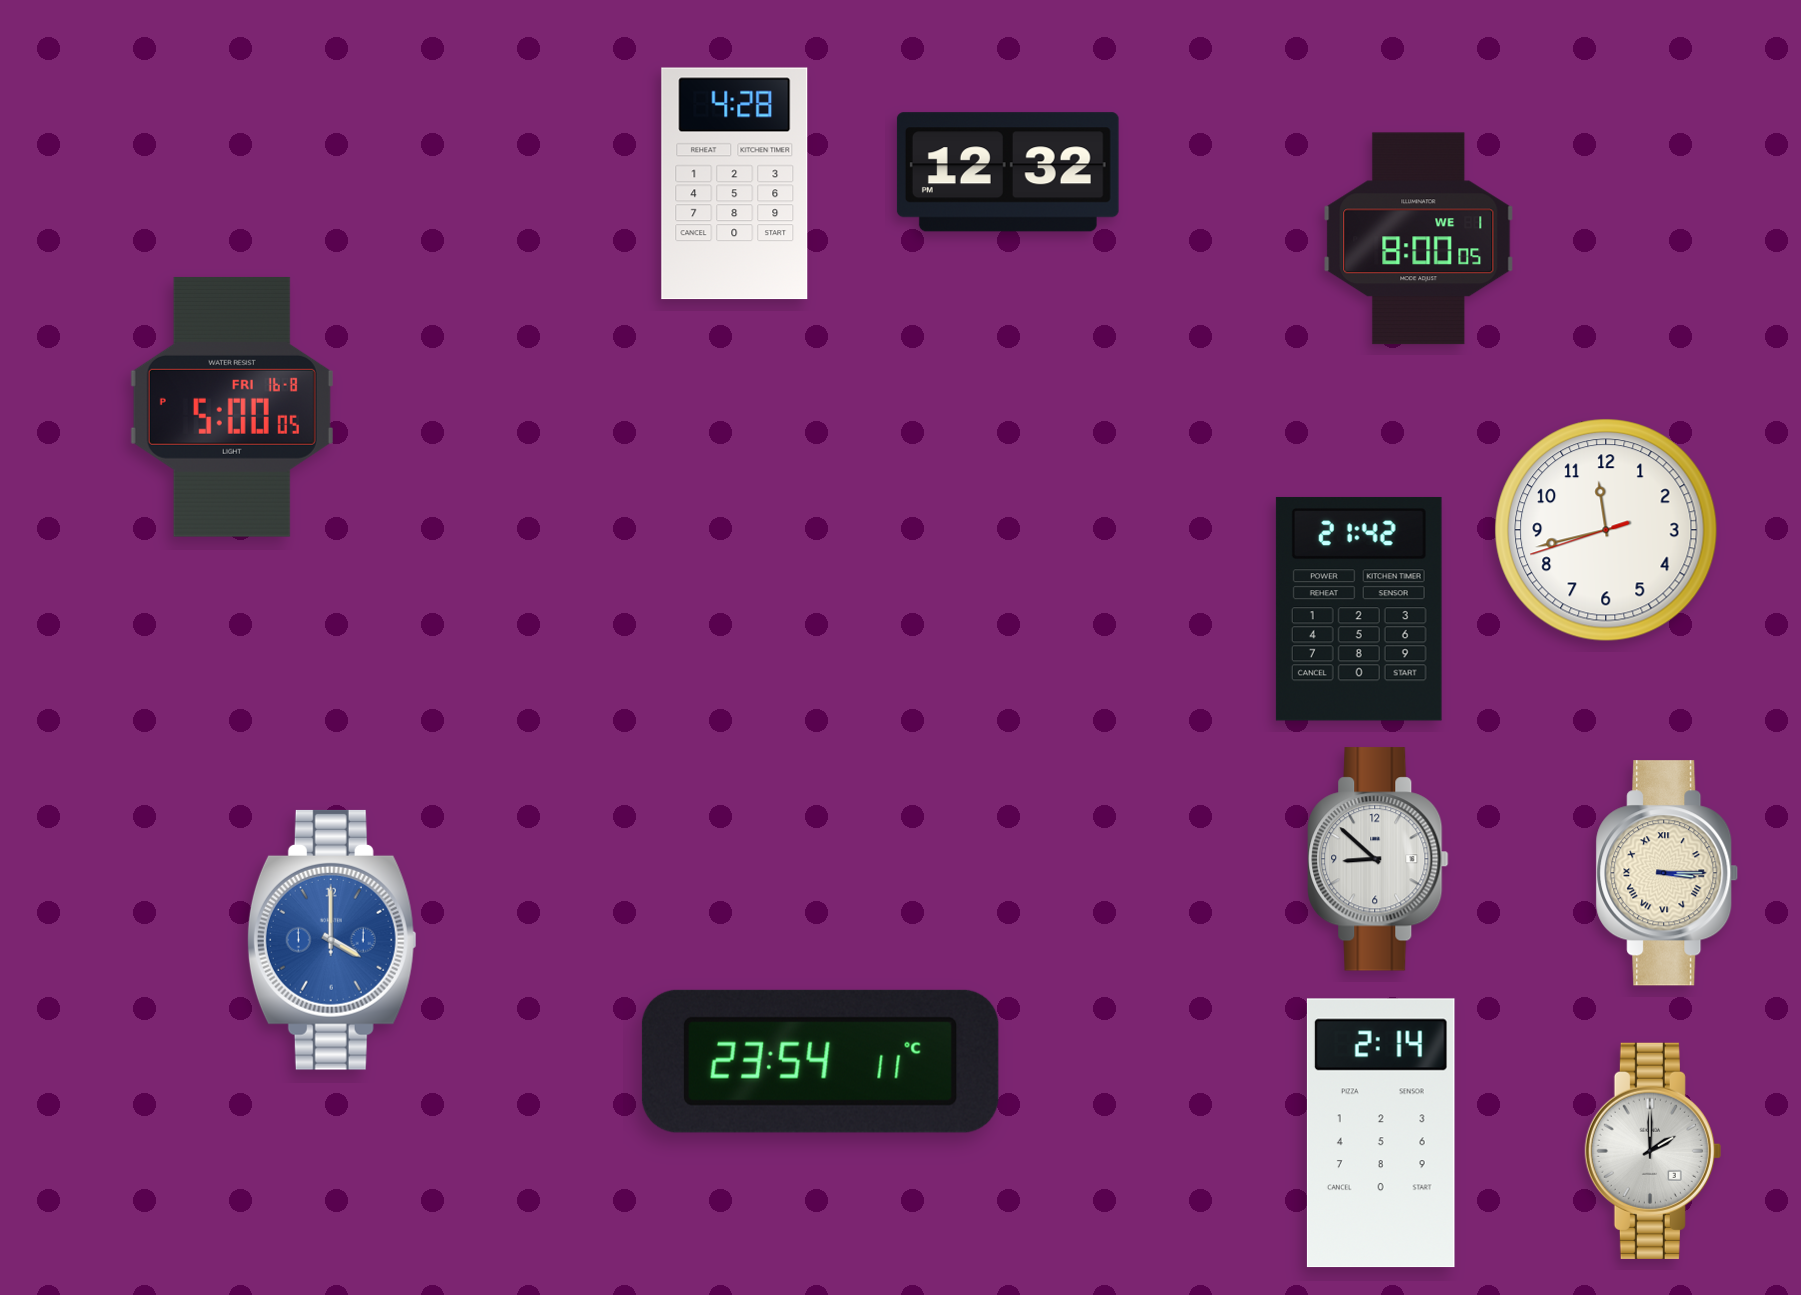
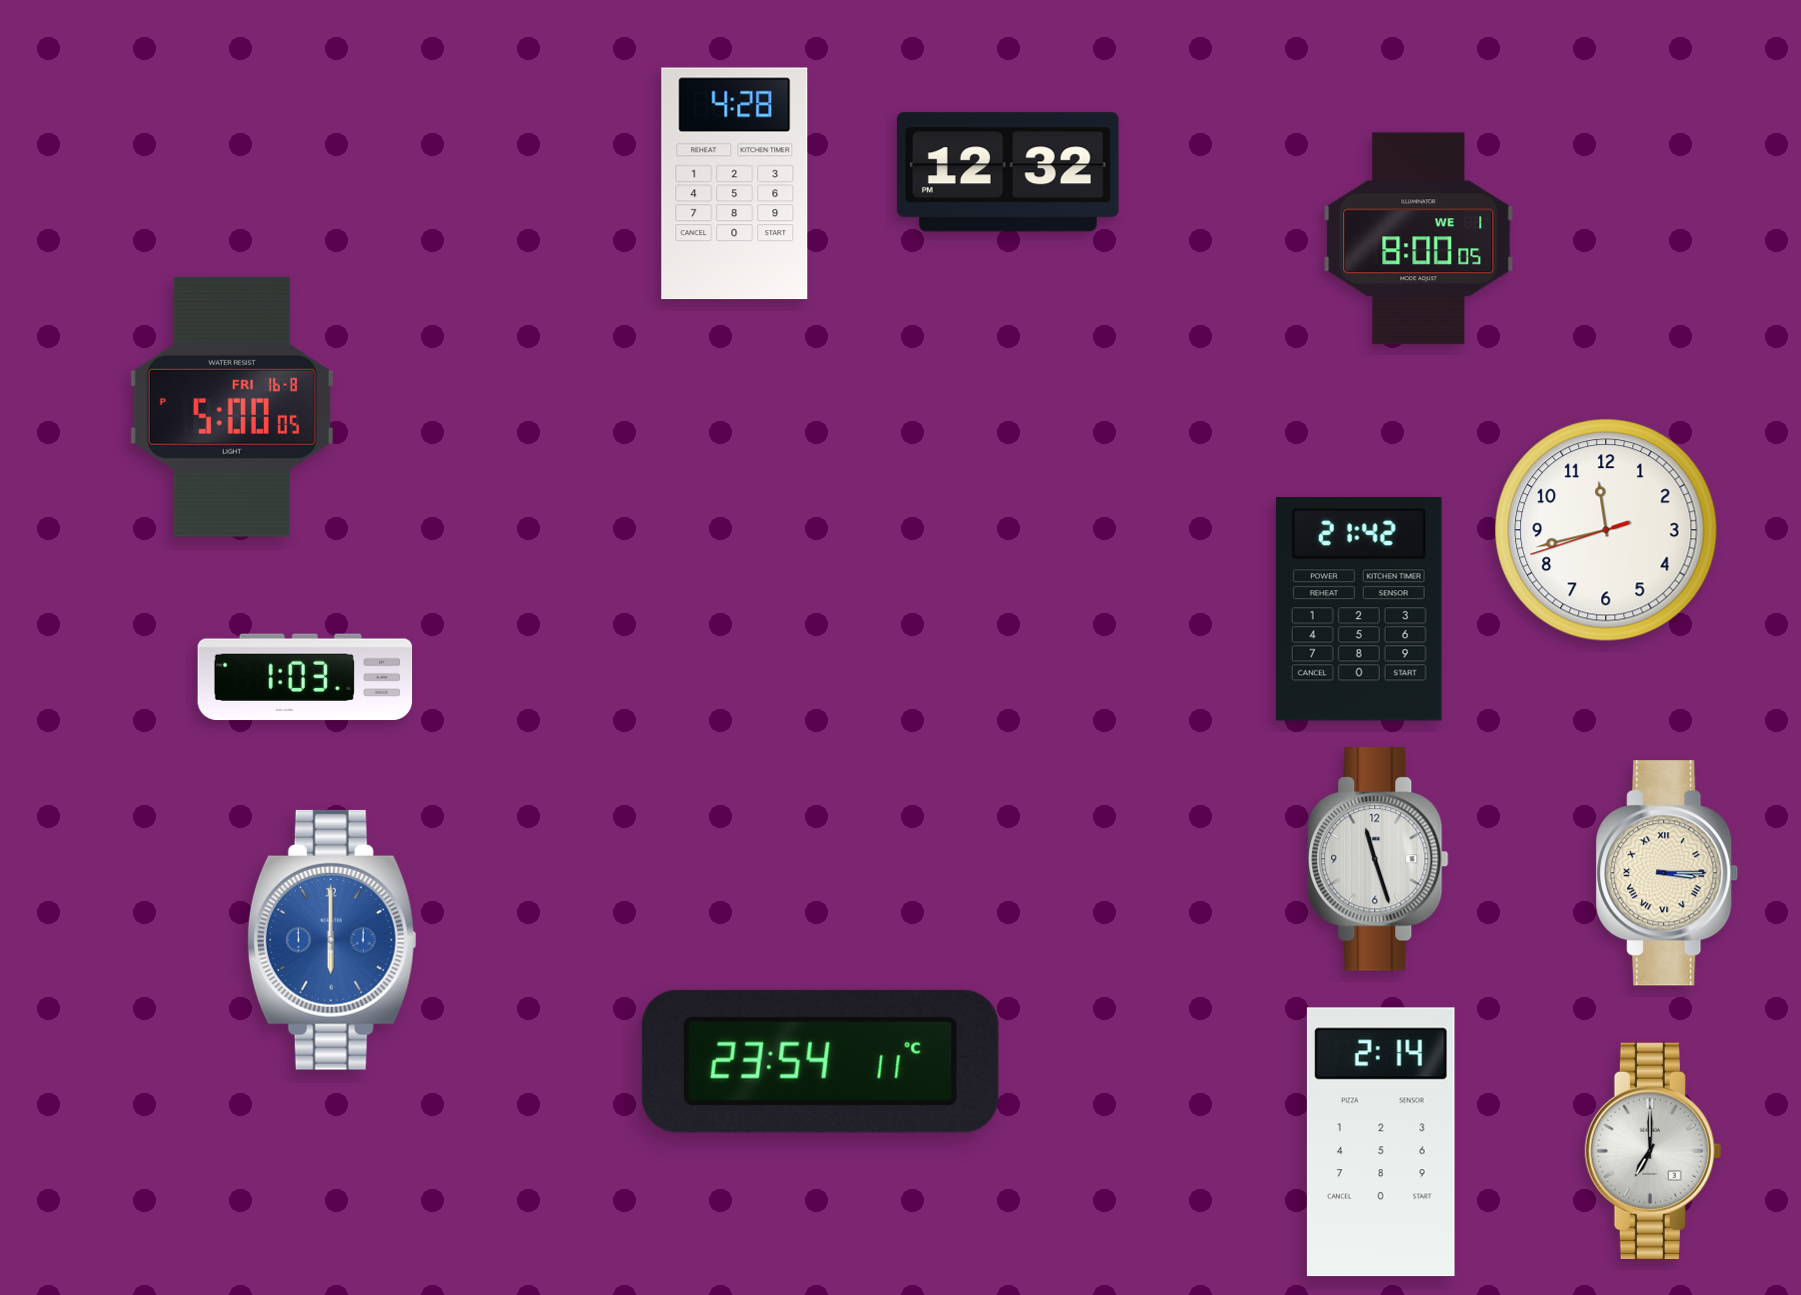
clock at (305, 677): none -> 1:03
clock at (1378, 859): 8:52 -> 11:27
clock at (332, 940): 4:00 -> 6:00
clock at (1381, 1133) position: (1381, 1133) -> (1381, 1142)
clock at (1653, 1151): 2:00 -> 7:00
